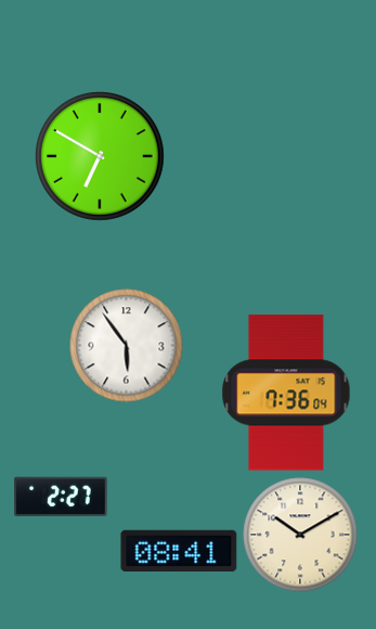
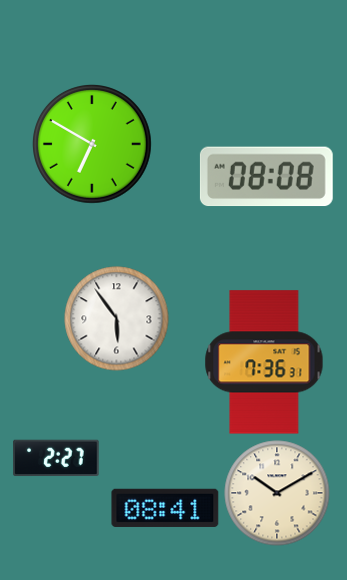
clock at (266, 177): none -> 08:08
clock at (286, 393): 7:36:04 -> 7:36:31
